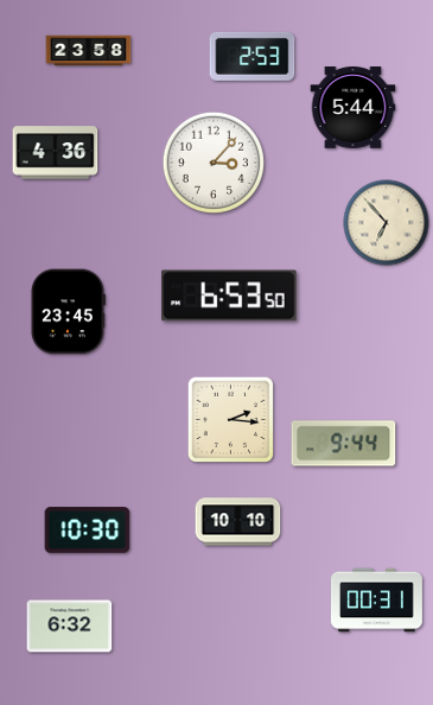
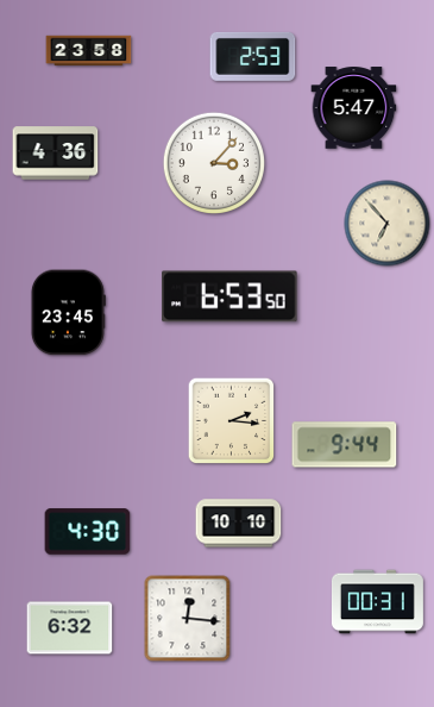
clock at (354, 108): 5:44 -> 5:47
clock at (88, 531): 10:30 -> 4:30
clock at (188, 619): none -> 12:16
